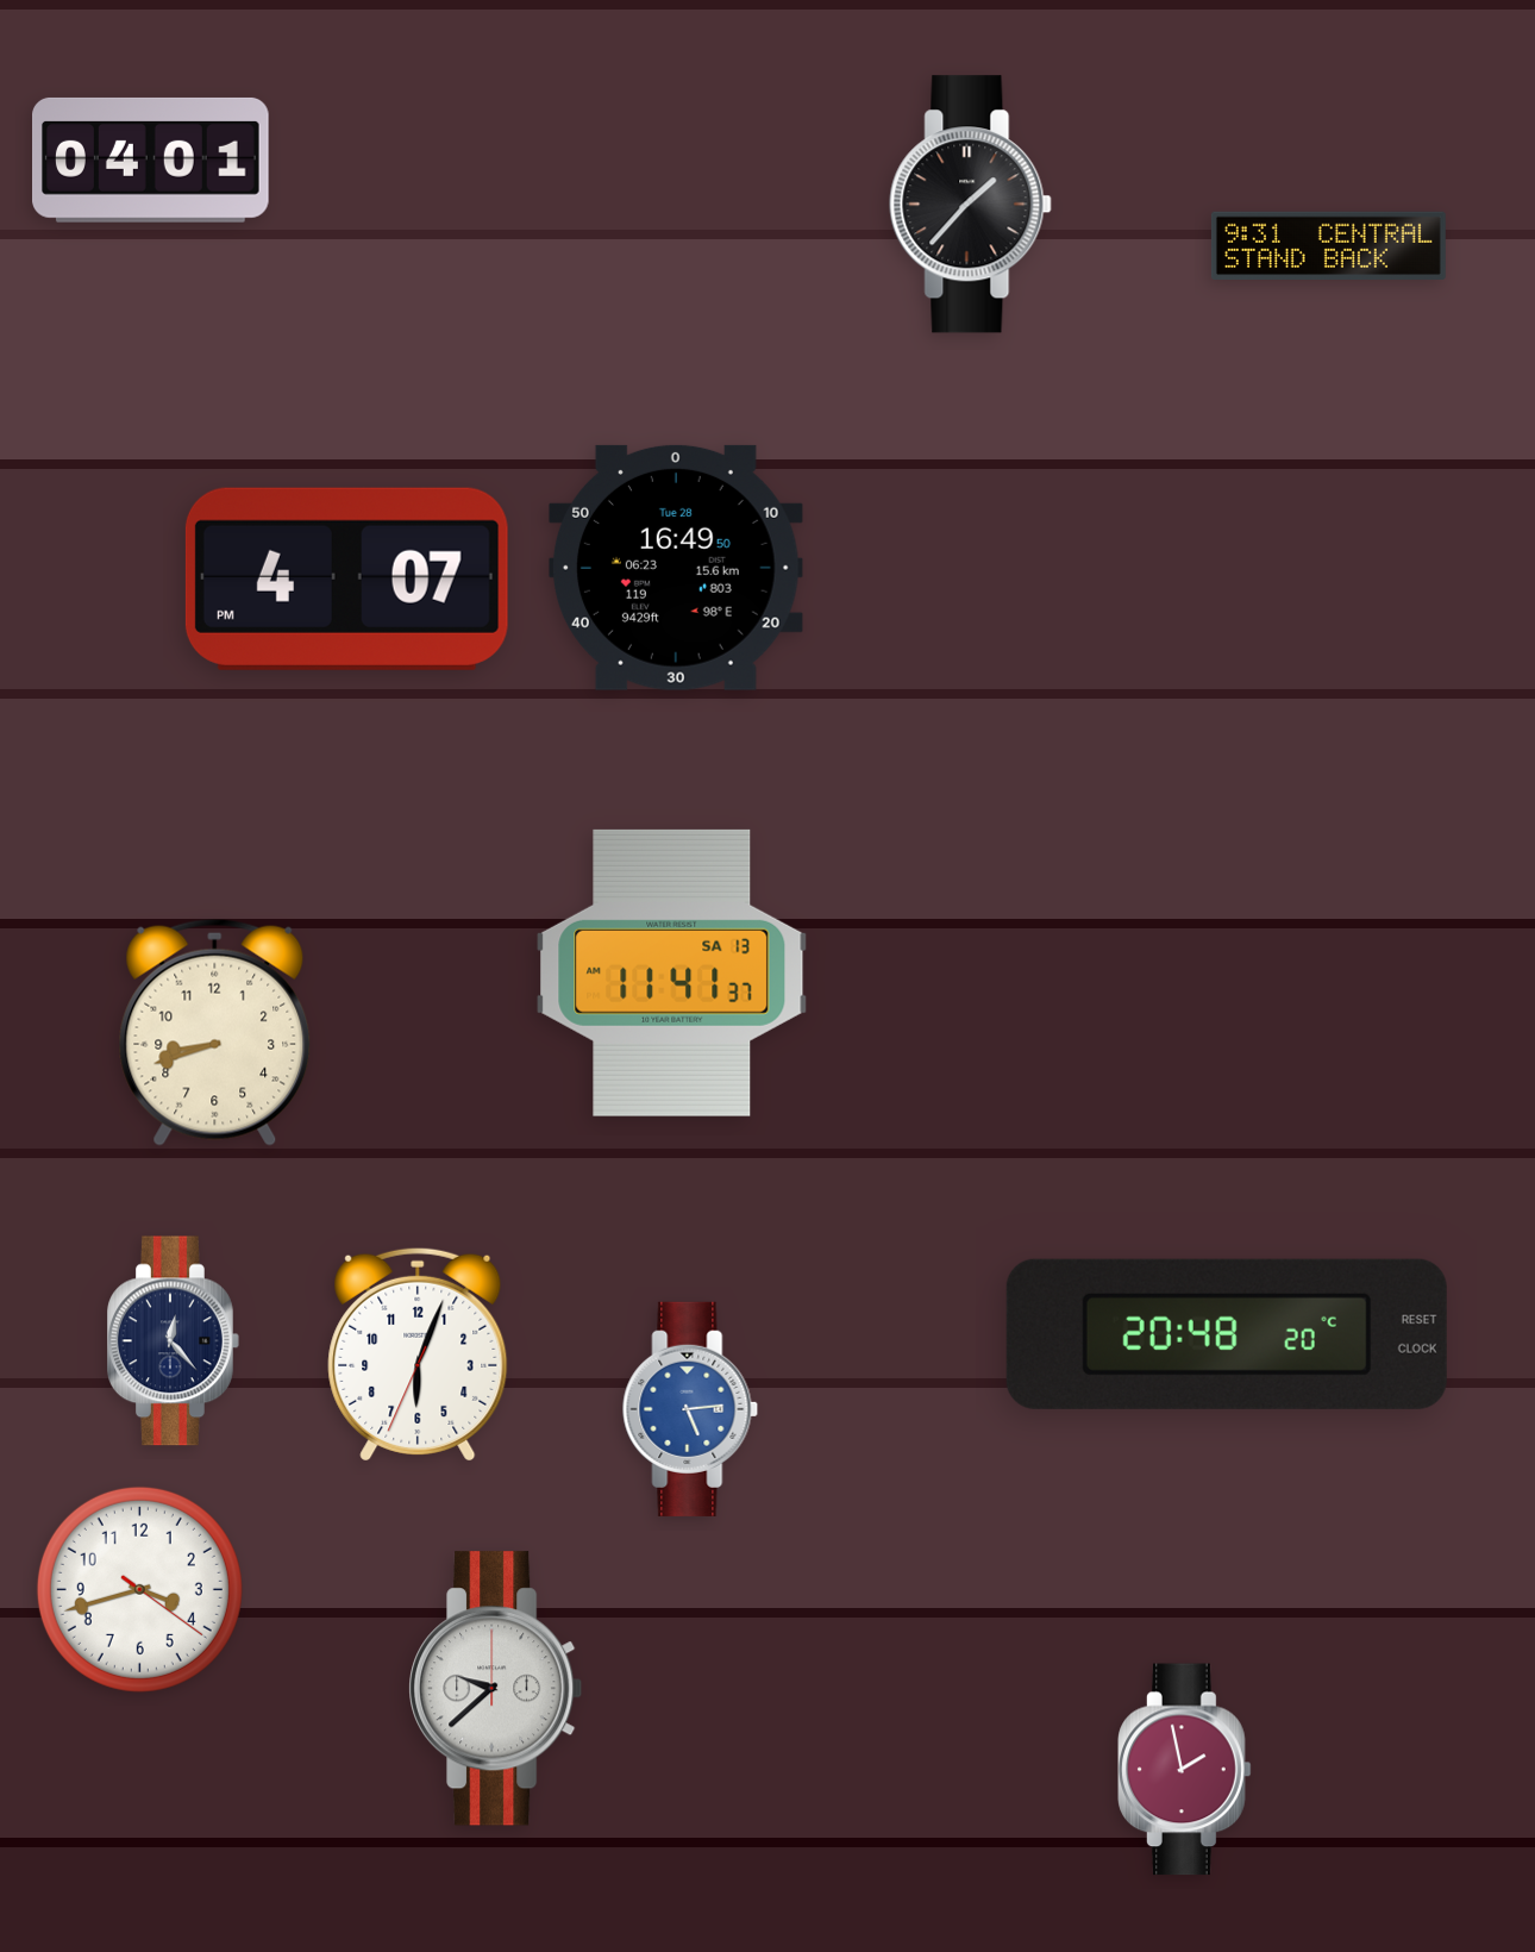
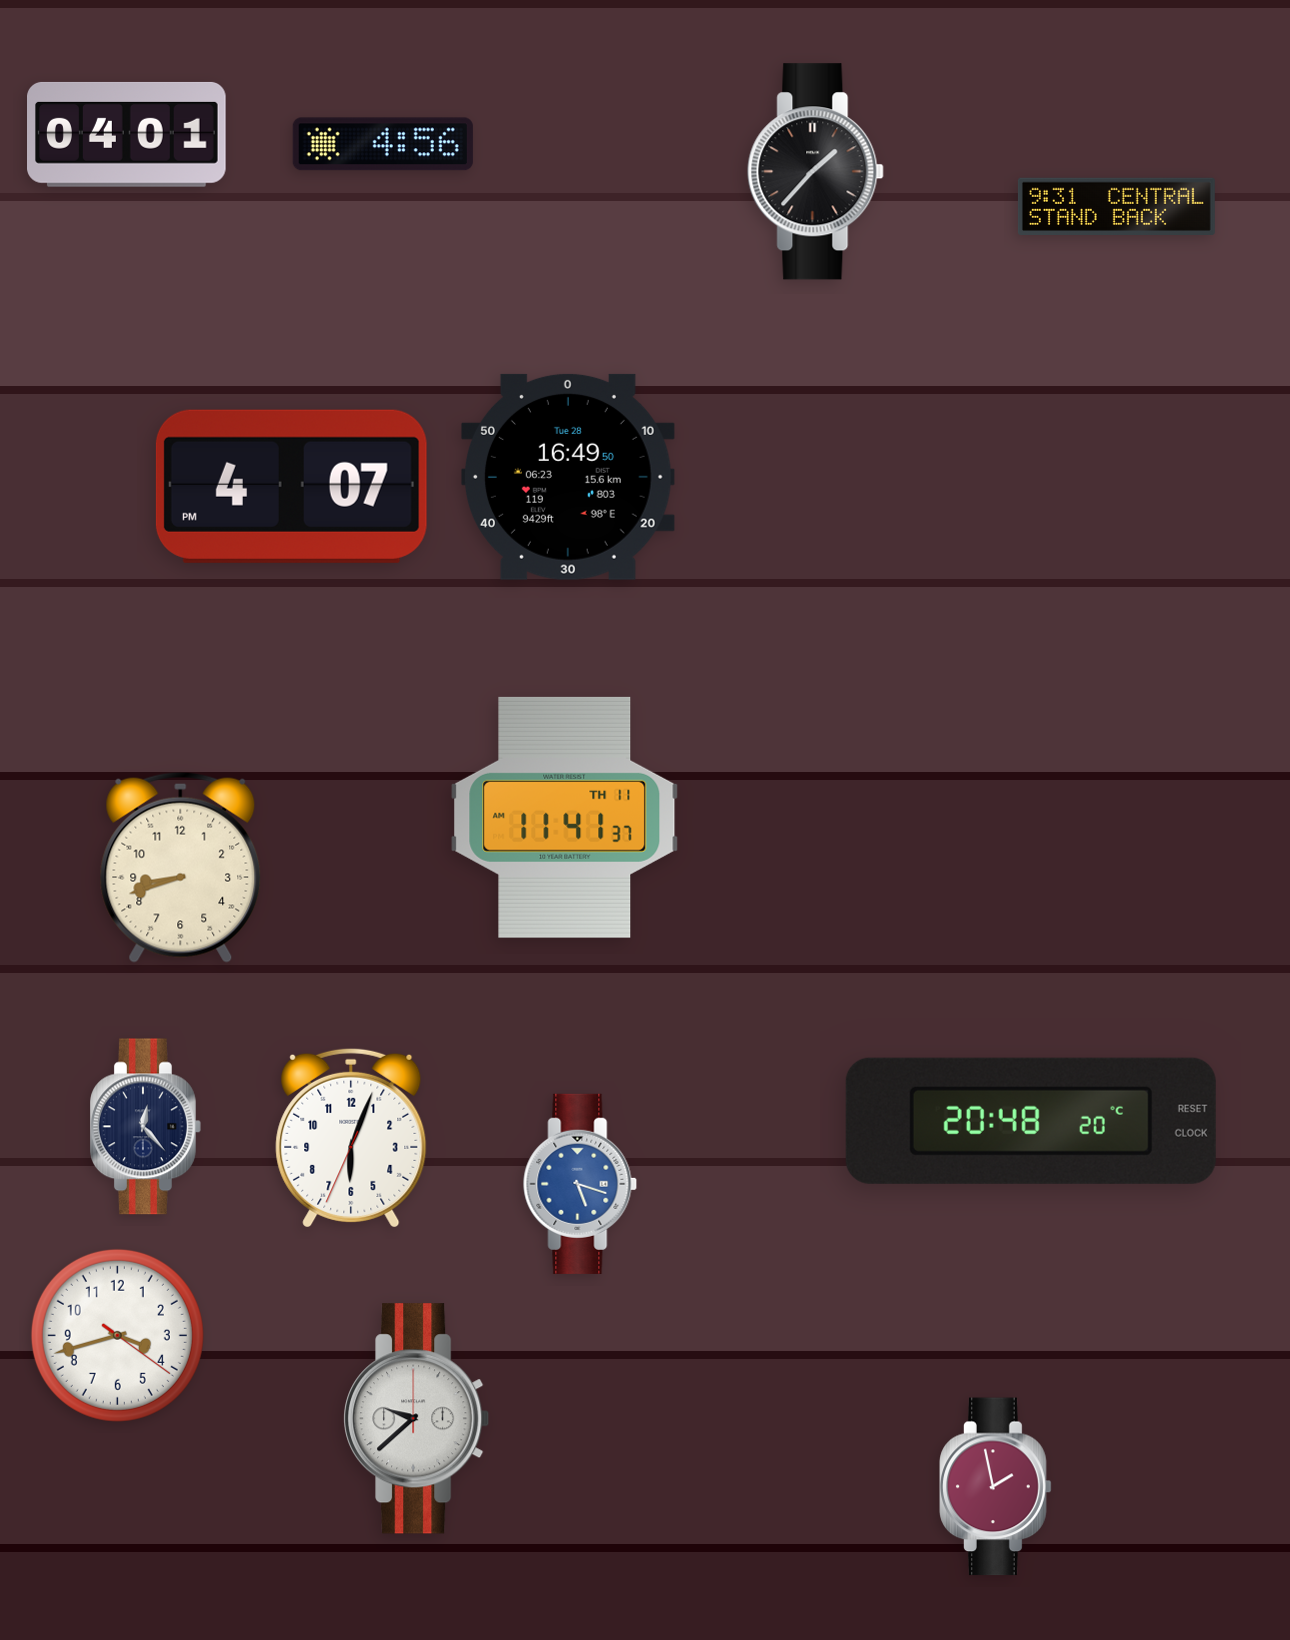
clock at (383, 144): none -> 4:56
clock at (672, 972) date: SA 13 -> TH 11
clock at (690, 1409): 5:14 -> 5:18
